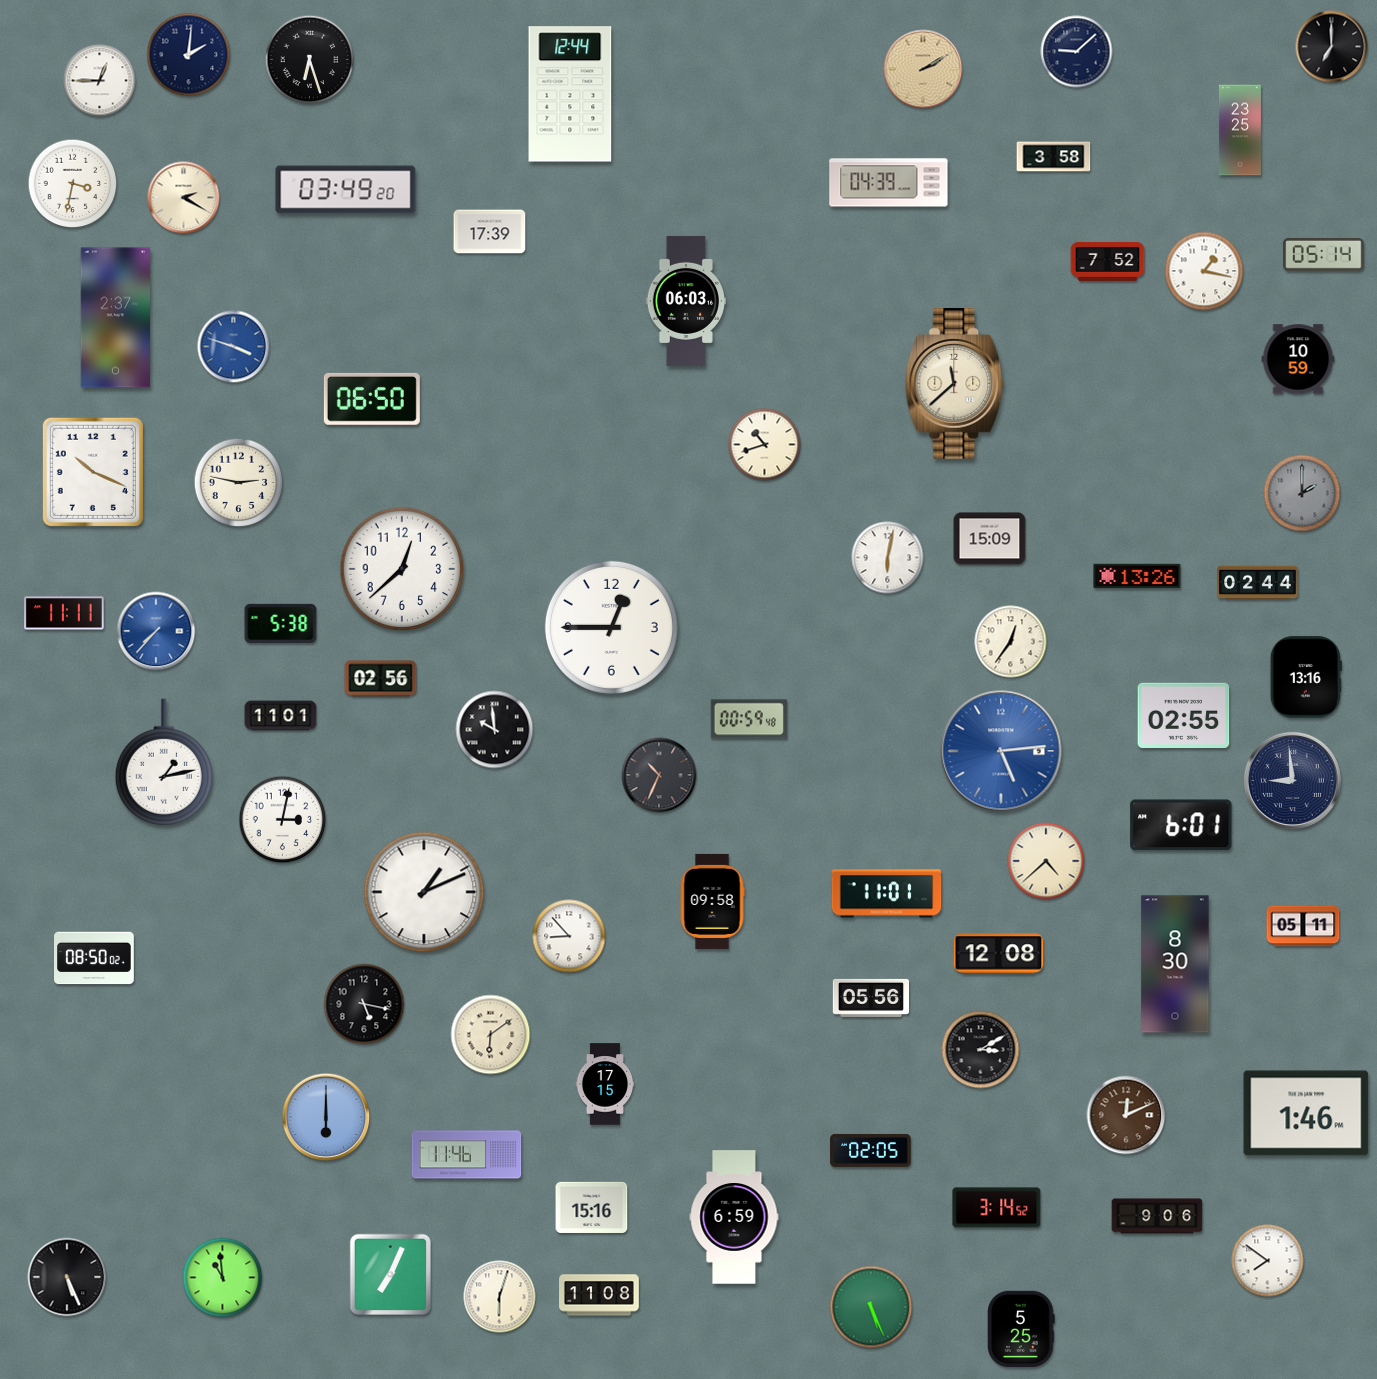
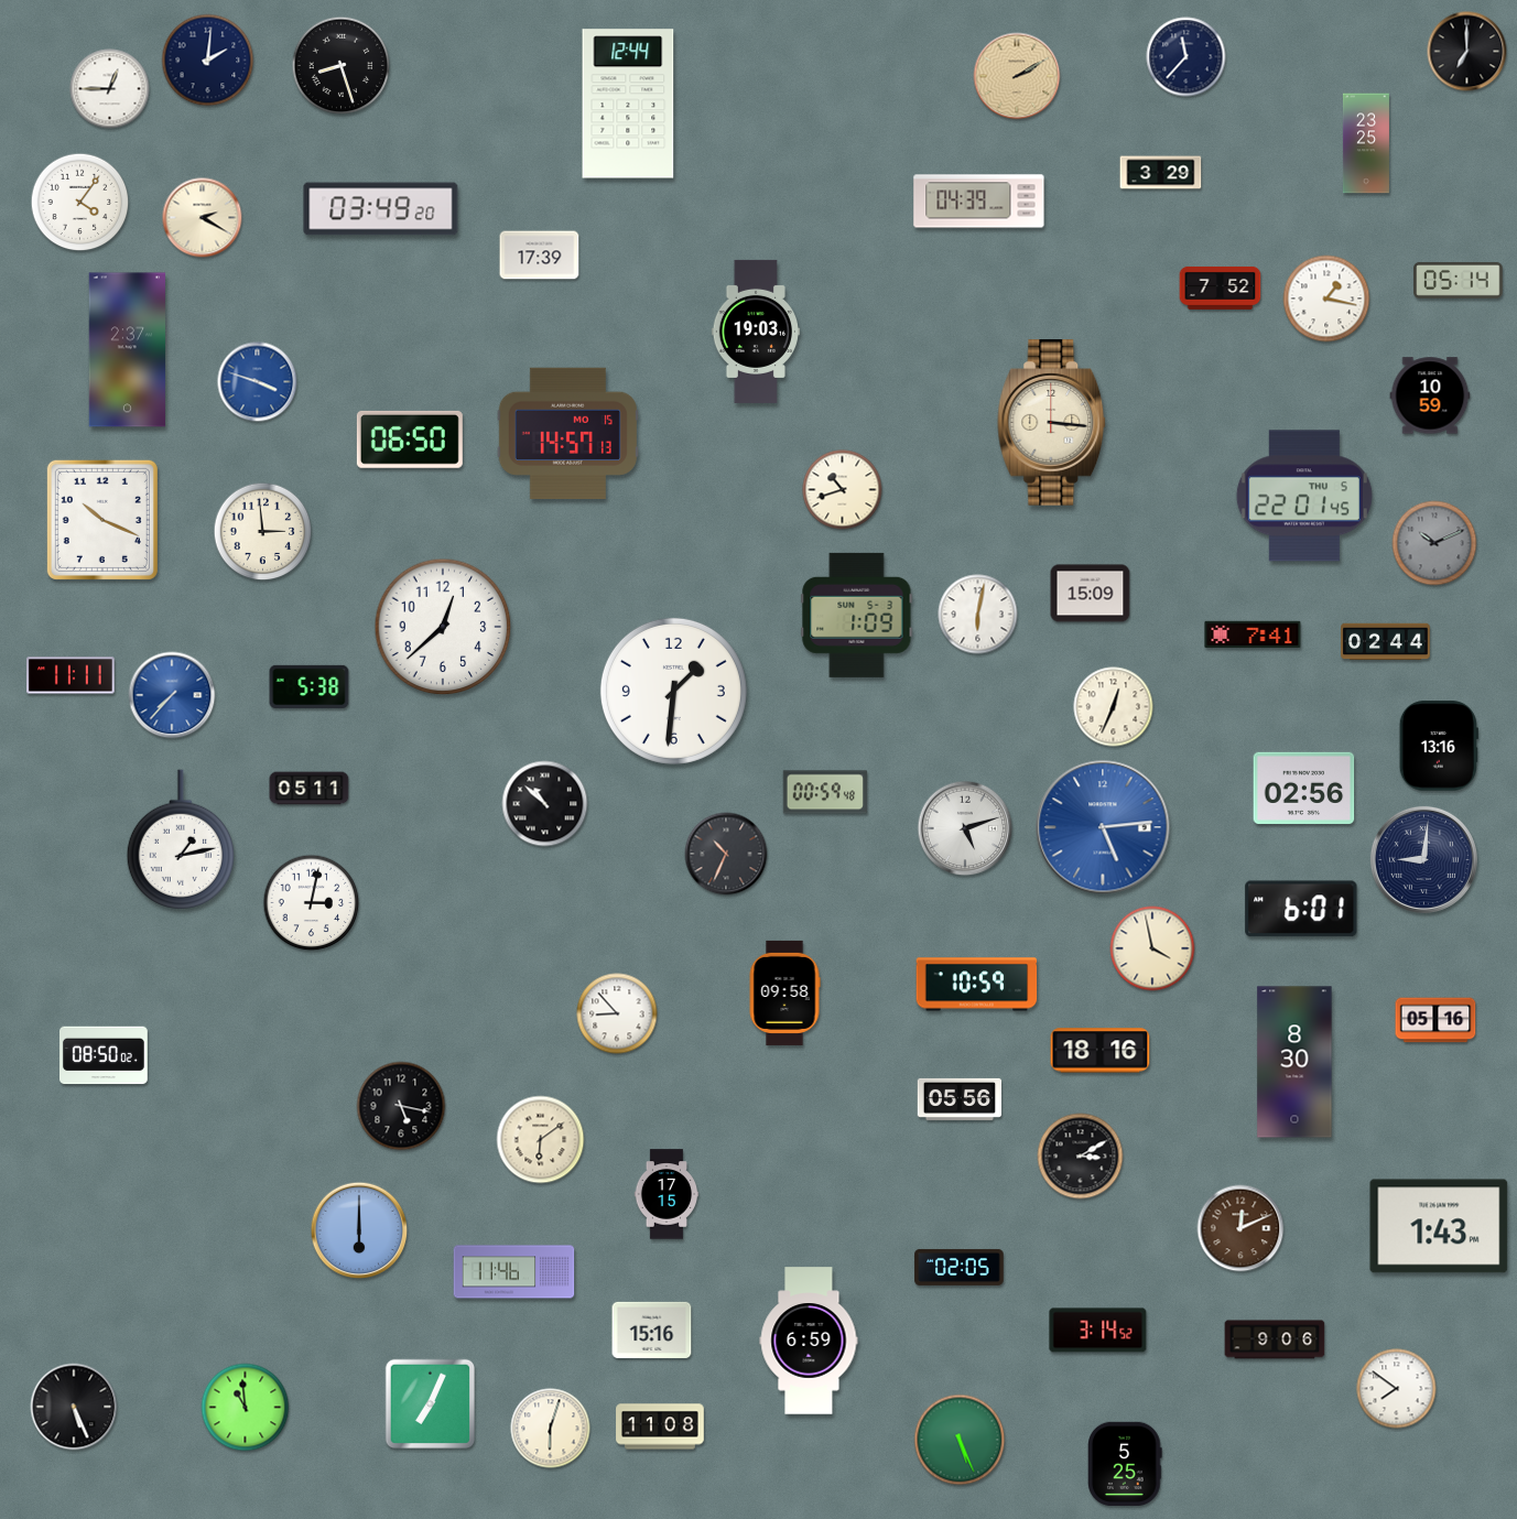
clock at (1077, 52): 9:08 -> 11:37
clock at (310, 60): 6:27 -> 8:27
clock at (1054, 157): 3:58 -> 3:29
clock at (73, 184): 3:32 -> 4:06
clock at (685, 301): 06:03 -> 19:03
clock at (955, 384): 11:38 -> 3:16
clock at (567, 433): none -> 14:57
clock at (1304, 496): none -> 22:01
clock at (239, 483): 2:47 -> 2:59
clock at (1302, 493): 2:00 -> 10:11
clock at (857, 615): none -> 1:09
clock at (1137, 576): 13:26 -> 7:41
clock at (611, 627): 12:45 -> 1:31
clock at (1011, 642): 12:36 -> 12:34
clock at (381, 679): 02:56 -> none
clock at (1184, 715): 02:55 -> 02:56
clock at (281, 716): 11:01 -> 05:11
clock at (495, 730): 9:59 -> 10:52
clock at (965, 828): none -> 5:12
clock at (1292, 780): 8:59 -> 9:01
clock at (1046, 861): 4:38 -> 3:58
clock at (424, 892): 1:11 -> none
clock at (887, 894): 11:01 -> 10:59
clock at (1303, 926): 05:11 -> 05:16
clock at (569, 936) position: (569, 936) -> (617, 1013)
clock at (999, 954): 12:08 -> 18:16
clock at (1306, 1113): 1:46 -> 1:43
